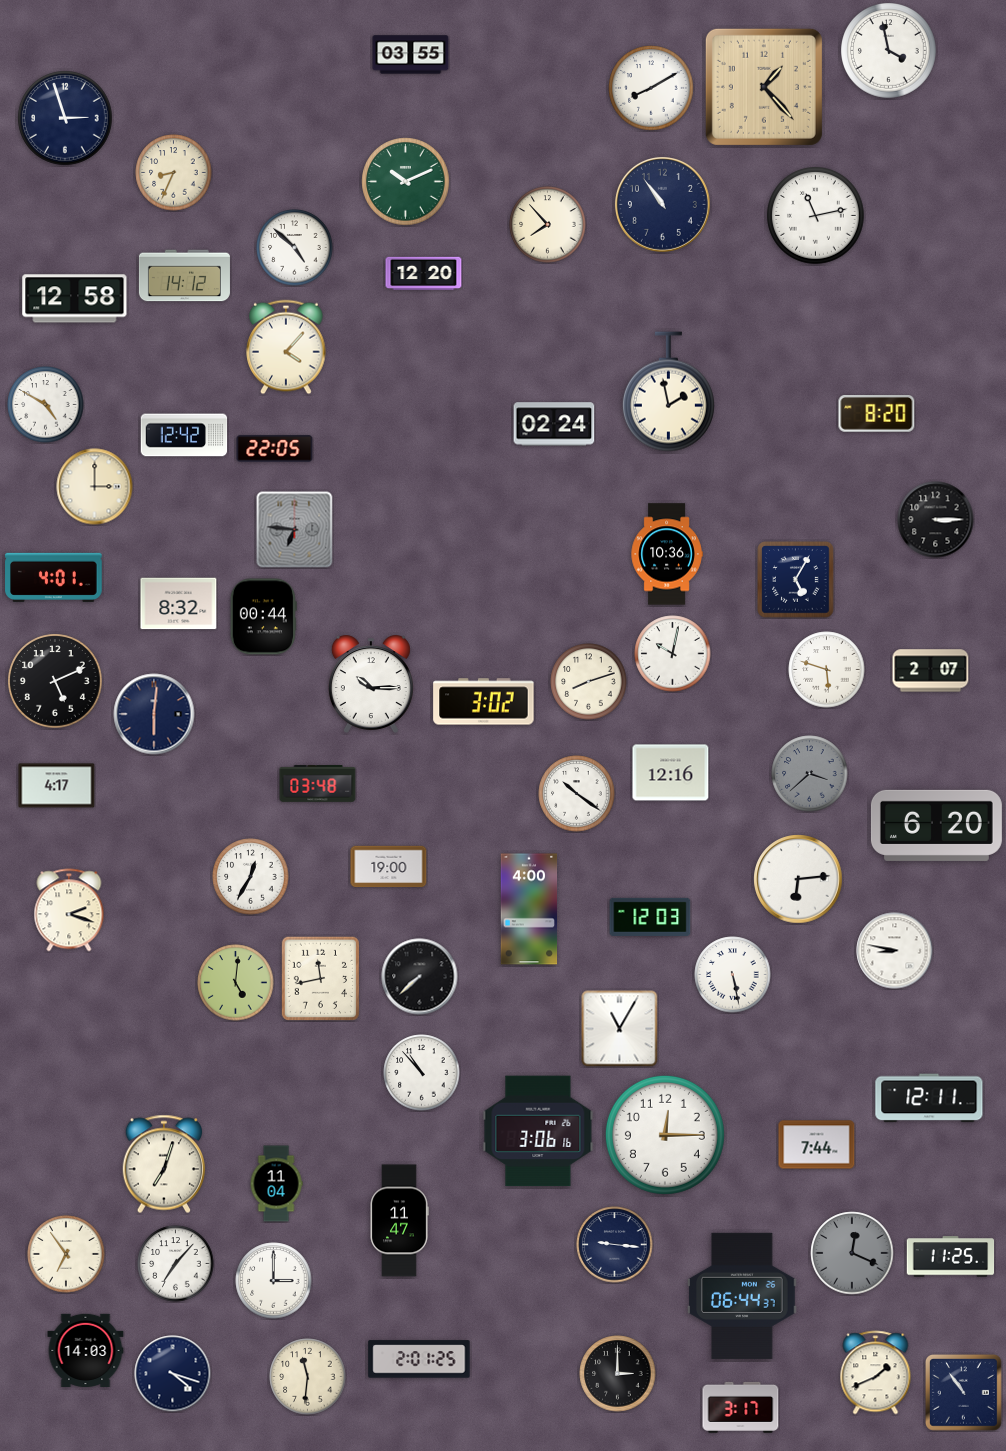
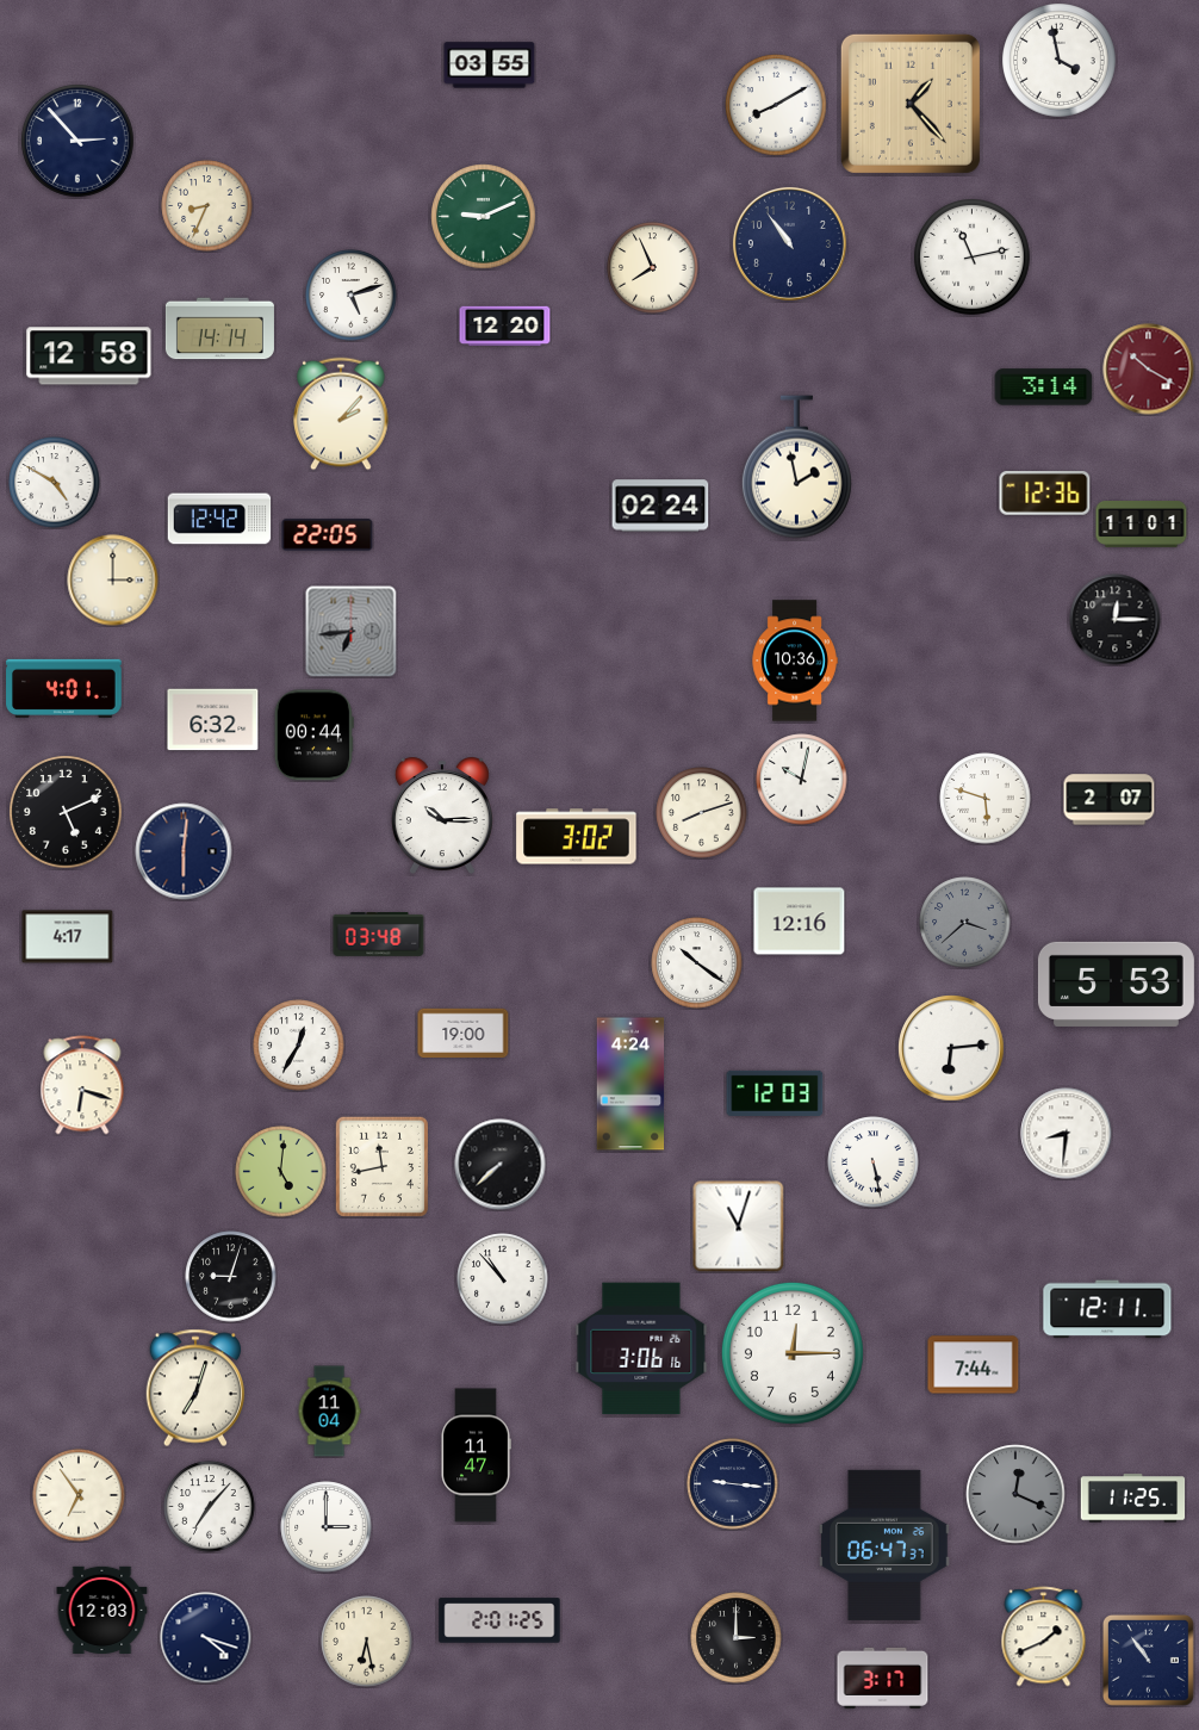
clock at (65, 118): 2:57 -> 2:53
clock at (406, 182): 10:11 -> 9:11
clock at (548, 225): 7:53 -> 7:56
clock at (295, 248): 4:52 -> 5:12
clock at (184, 276): 14:12 -> 14:14
clock at (1149, 370): none -> 10:20
clock at (1044, 387): none -> 3:14
clock at (286, 347): 4:07 -> 2:07
clock at (877, 414): 8:20 -> 12:36
clock at (1142, 525): none -> 11:01
clock at (936, 520): 3:15 -> 12:15
clock at (295, 530): 6:46 -> 6:44
clock at (796, 580): 5:05 -> none
clock at (179, 604): 8:32 -> 6:32
clock at (577, 794) position: (577, 794) -> (697, 963)
clock at (936, 825): 6:20 -> 5:53
clock at (529, 909): 4:00 -> 4:24
clock at (69, 910): 2:18 -> 6:18
clock at (895, 951): 8:47 -> 8:31
clock at (620, 1029): 11:05 -> 11:03
clock at (231, 1277): none -> 9:03
clock at (742, 1296): 06:44 -> 06:47
clock at (86, 1351): 14:03 -> 12:03
clock at (308, 1377): 11:31 -> 6:28
